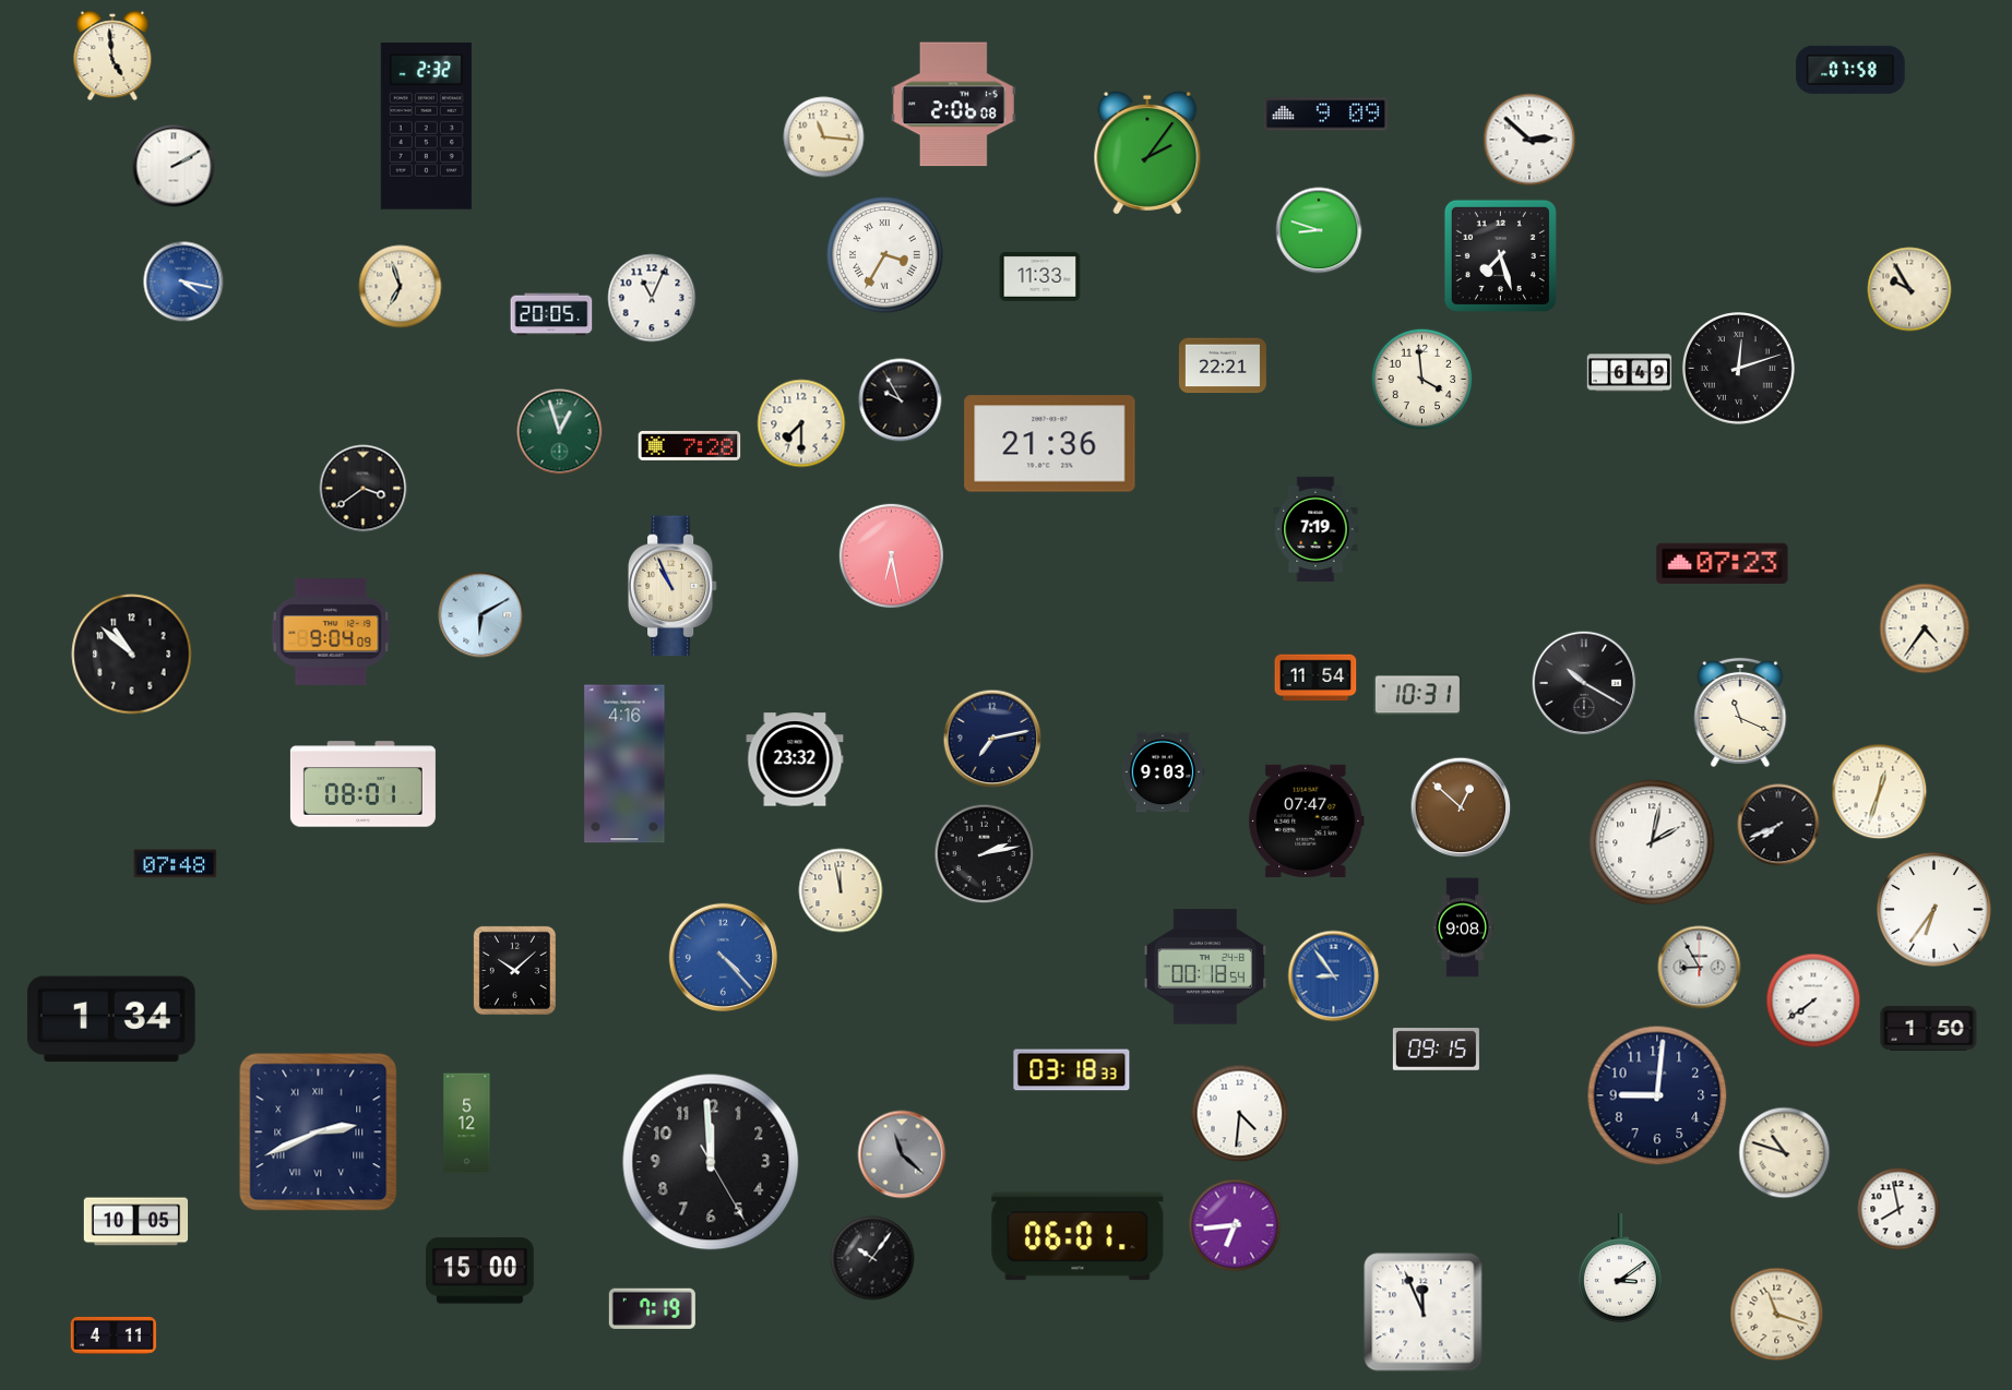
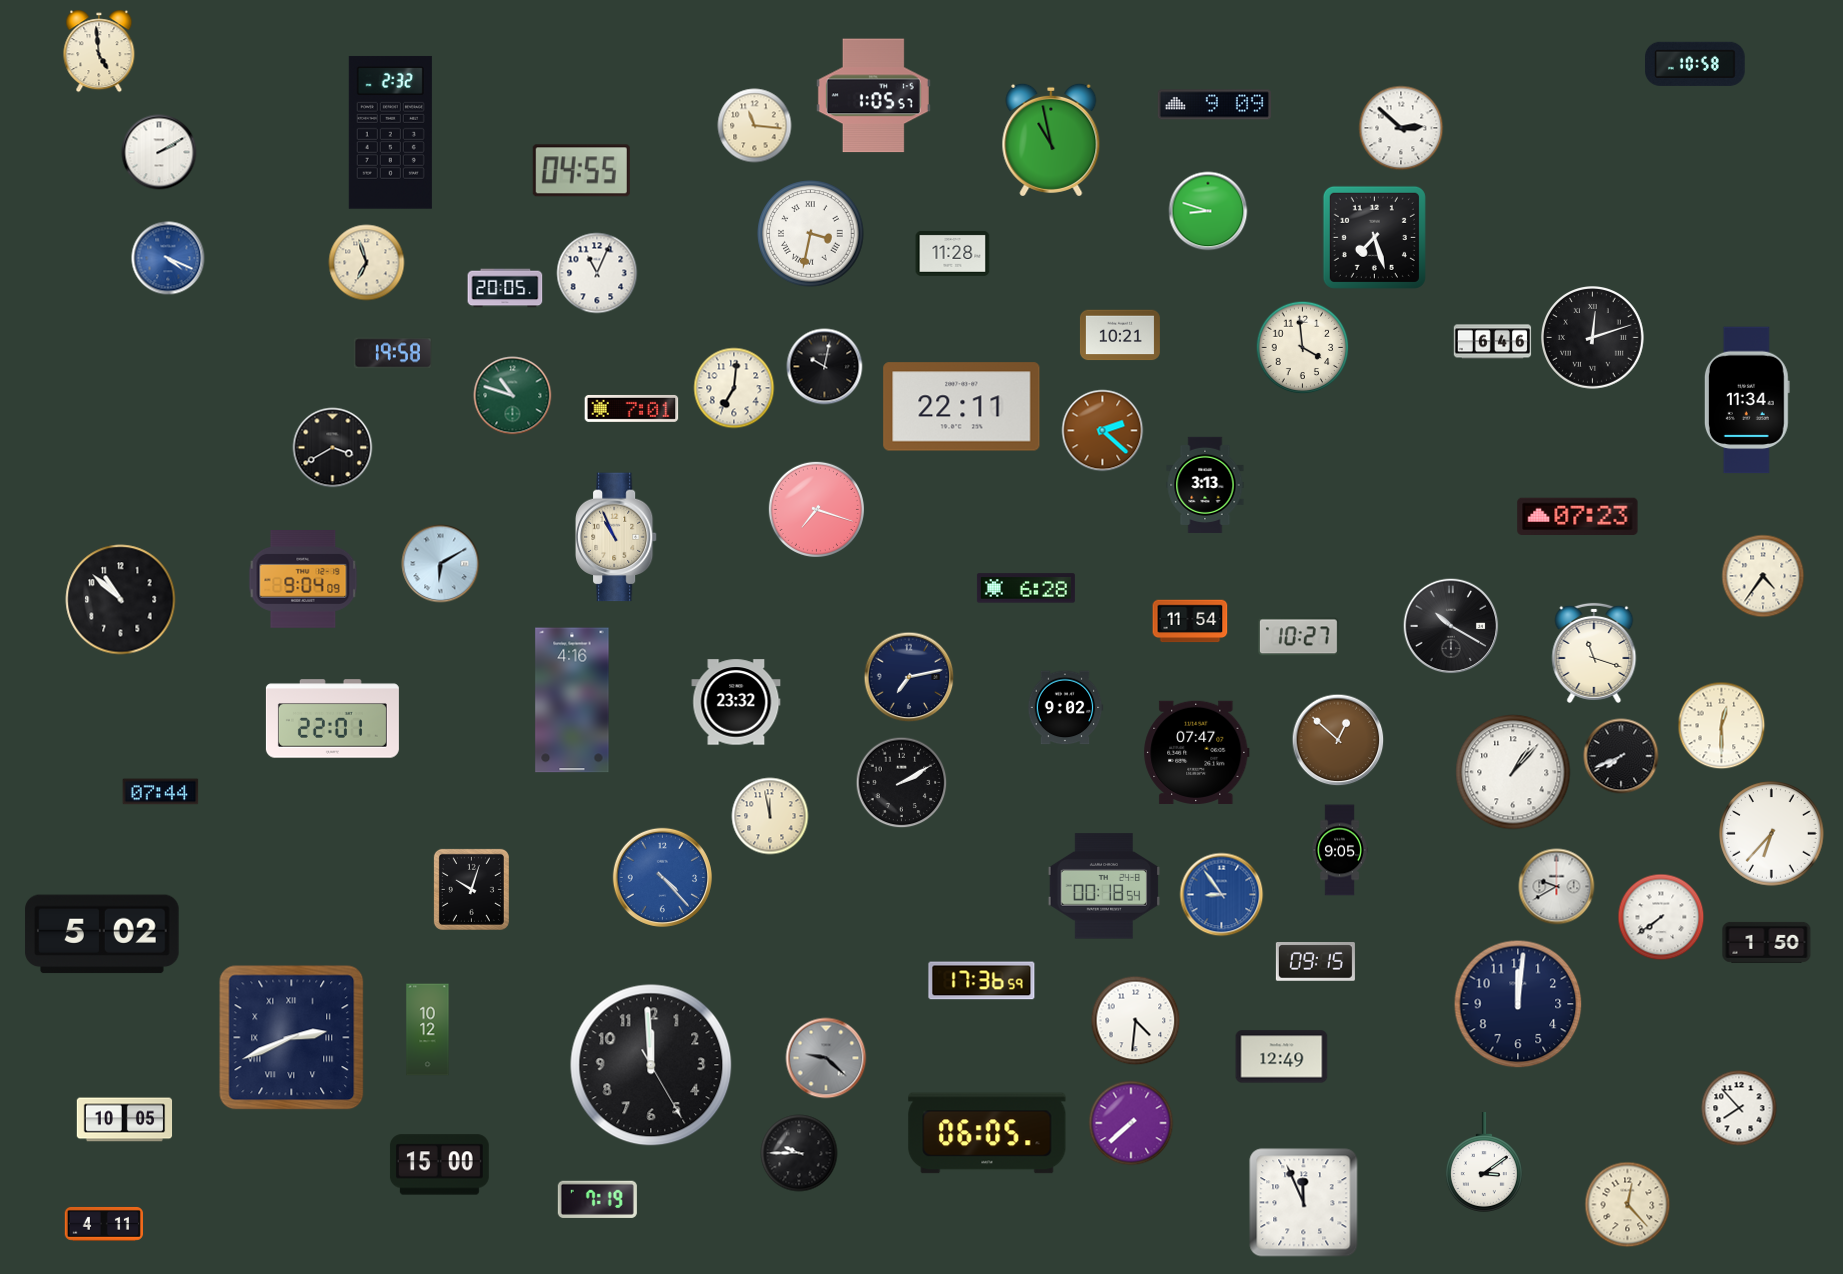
clock at (112, 56) position: (112, 56) -> (99, 51)
clock at (1852, 70): 07:58 -> 10:58
clock at (953, 105): 2:06 -> 1:05
clock at (426, 125) position: (426, 125) -> (390, 132)
clock at (1147, 153): 2:06 -> 10:58
clock at (581, 171): none -> 04:55
clock at (885, 255): 3:35 -> 3:32
clock at (1500, 255) position: (1500, 255) -> (1374, 237)
clock at (1040, 276): 11:33 -> 11:28
clock at (183, 281): 4:17 -> 4:19
clock at (1909, 289): 9:55 -> none
clock at (1223, 366): 22:21 -> 10:21
clock at (1630, 373): 6:49 -> 6:46
clock at (393, 353): none -> 19:58
clock at (901, 400): 9:55 -> 10:02
clock at (801, 423): 7:30 -> 7:01
clock at (560, 432): 12:57 -> 10:48
clock at (1747, 400): none -> 11:34
clock at (1050, 444): 21:36 -> 22:11
clock at (690, 445): 7:28 -> 7:01
clock at (1103, 431): none -> 2:22
clock at (364, 489): 3:39 -> 3:40
clock at (1315, 529): 7:19 -> 3:13
clock at (891, 555): 6:28 -> 7:18
clock at (1026, 588): none -> 6:28
clock at (1315, 678) position: (1315, 678) -> (1190, 621)
clock at (1417, 695): 10:31 -> 10:27
clock at (1740, 712): 11:19 -> 11:18
clock at (795, 759) position: (795, 759) -> (736, 702)
clock at (1163, 772): 9:03 -> 9:02
clock at (362, 784): 08:01 -> 22:01
clock at (1880, 792): 12:33 -> 12:30
clock at (1778, 825) position: (1778, 825) -> (1621, 756)
clock at (1652, 842): 2:02 -> 1:07
clock at (985, 854): 2:13 -> 2:10
clock at (176, 864): 07:48 -> 07:44
clock at (1934, 910): 6:36 -> 6:37
clock at (1463, 927): 9:08 -> 9:05
clock at (1700, 968): 8:55 -> 9:40
clock at (514, 970): 10:08 -> 10:03
clock at (111, 1019): 1:34 -> 5:02
clock at (1072, 1070): 03:18 -> 17:36
clock at (1657, 1095): 9:01 -> 12:01
clock at (467, 1124): 5:12 -> 10:12
clock at (1282, 1057): none -> 12:49
clock at (1785, 1153): 10:48 -> none
clock at (902, 1154): 11:22 -> 9:22
clock at (1898, 1209): 7:58 -> 7:53
clock at (1235, 1225): 6:44 -> 7:38
clock at (1078, 1236): 06:01 -> 06:05
clock at (872, 1258): 10:06 -> 9:45
clock at (1777, 1315): 11:18 -> 12:23
